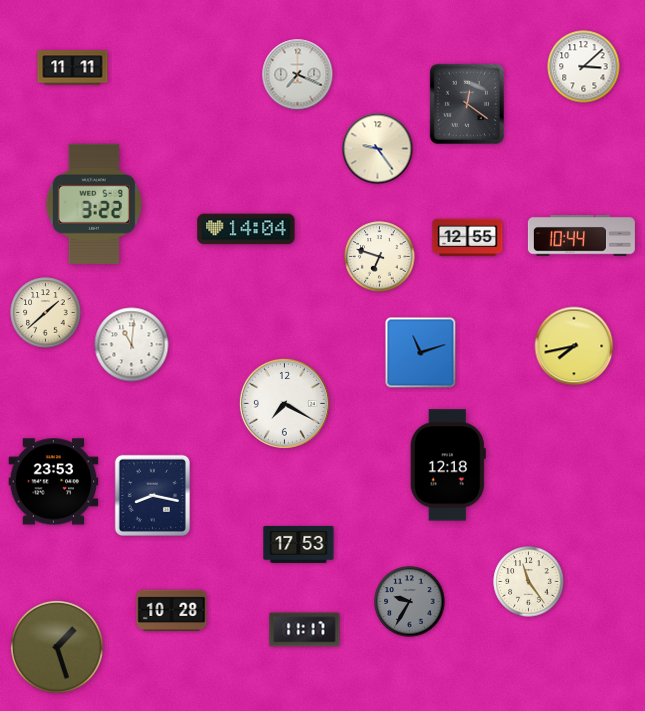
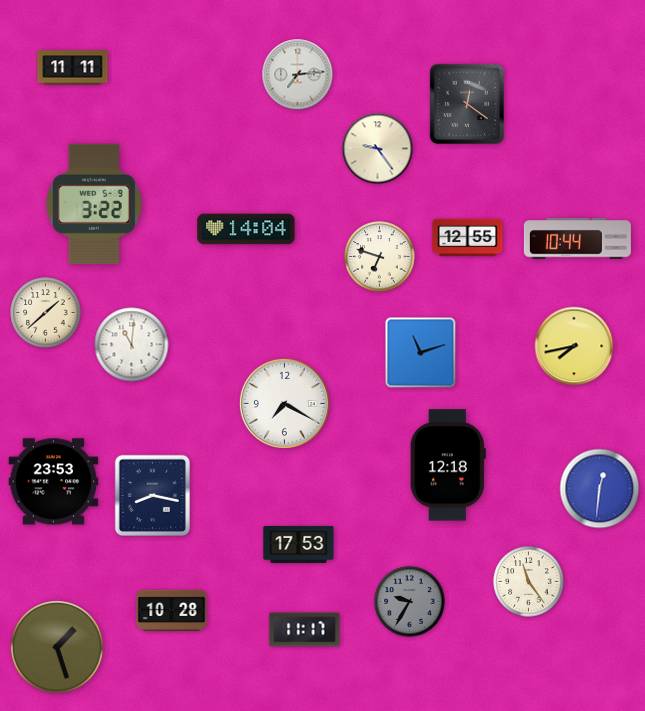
clock at (584, 67): 3:08 -> none
clock at (298, 75): 7:19 -> 7:14
clock at (581, 236) position: (581, 236) -> (577, 239)
clock at (600, 489): none -> 12:31
